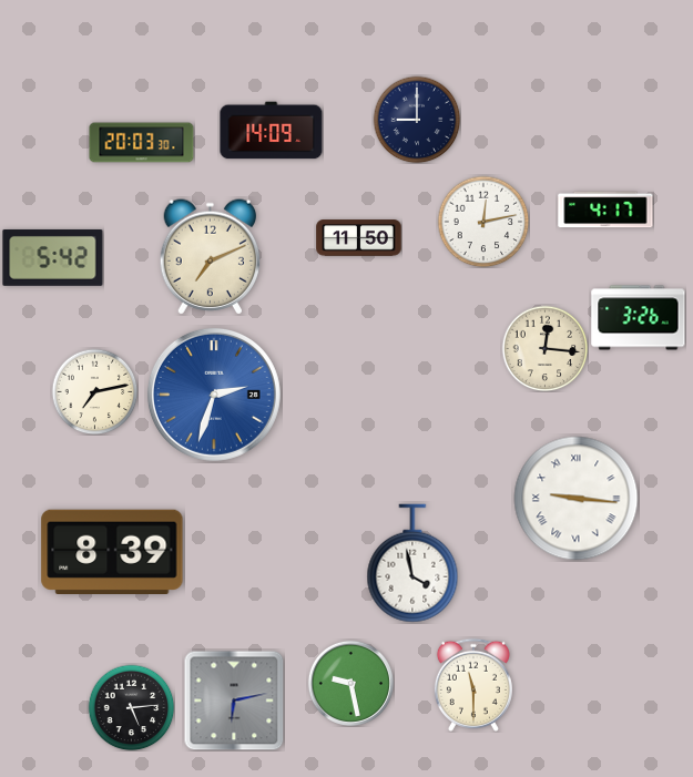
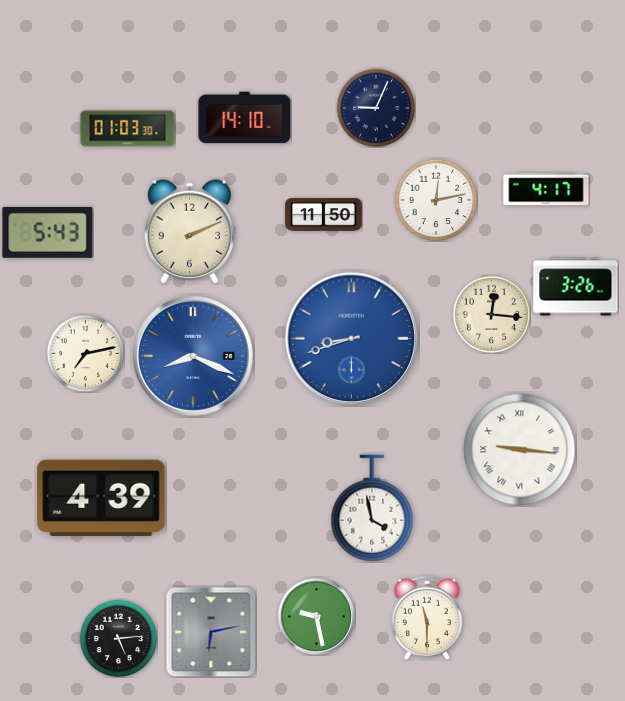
clock at (417, 120): 9:00 -> 9:04
clock at (272, 131): 14:09 -> 14:10
clock at (142, 143): 20:03 -> 01:03
clock at (53, 257): 5:42 -> 5:43
clock at (211, 257): 7:11 -> 2:11
clock at (352, 339): none -> 8:42
clock at (214, 395): 2:33 -> 8:19
clock at (112, 551): 8:39 -> 4:39
